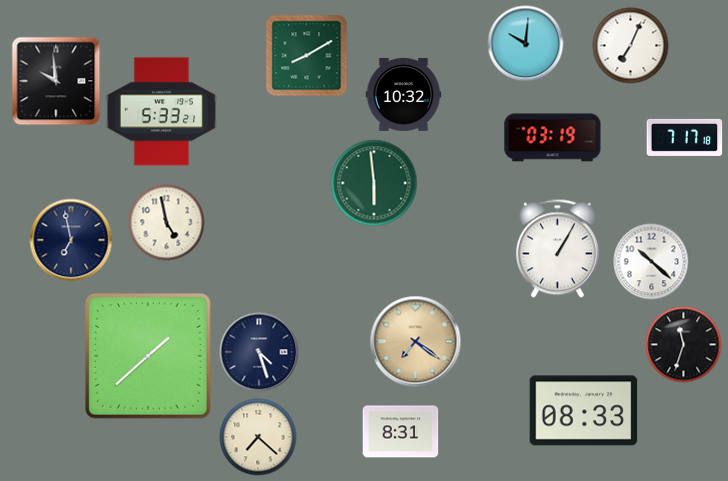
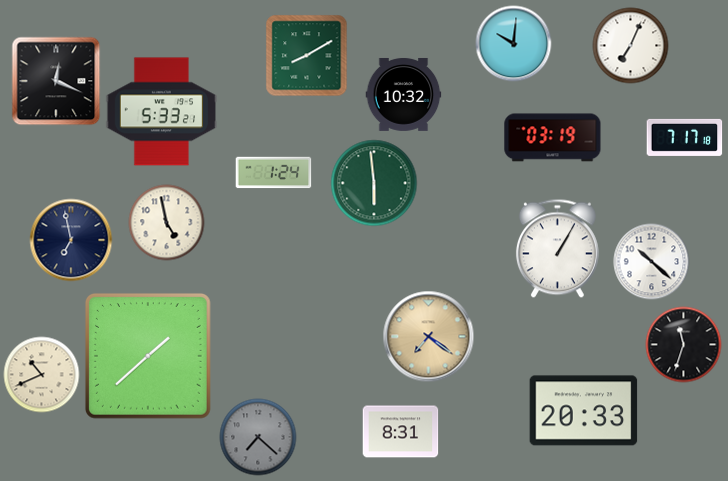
clock at (526, 44) position: (526, 44) -> (514, 44)
clock at (56, 81): 9:59 -> 12:19
clock at (274, 173): none -> 1:24
clock at (416, 342) position: (416, 342) -> (429, 337)
clock at (259, 352): 4:27 -> none
clock at (42, 375): none -> 10:41
clock at (584, 411): 08:33 -> 20:33
clock at (258, 437) dial: cream -> grey
